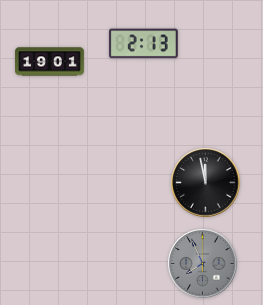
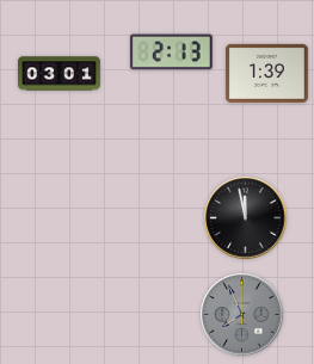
clock at (267, 73): none -> 1:39
clock at (50, 62): 19:01 -> 03:01
